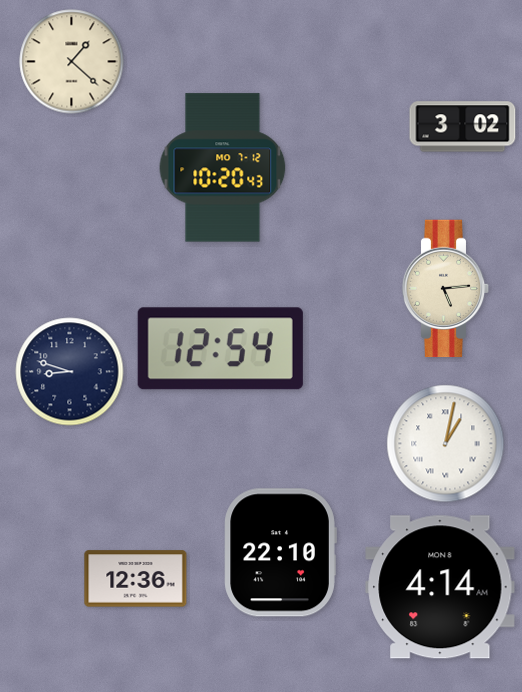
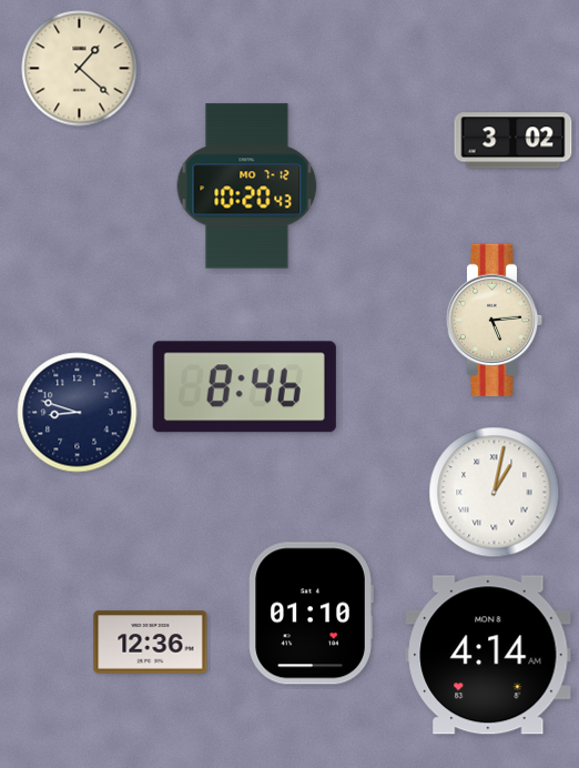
clock at (220, 349): 12:54 -> 8:46
clock at (280, 553): 22:10 -> 01:10
clock at (440, 587) position: (440, 587) -> (488, 655)
